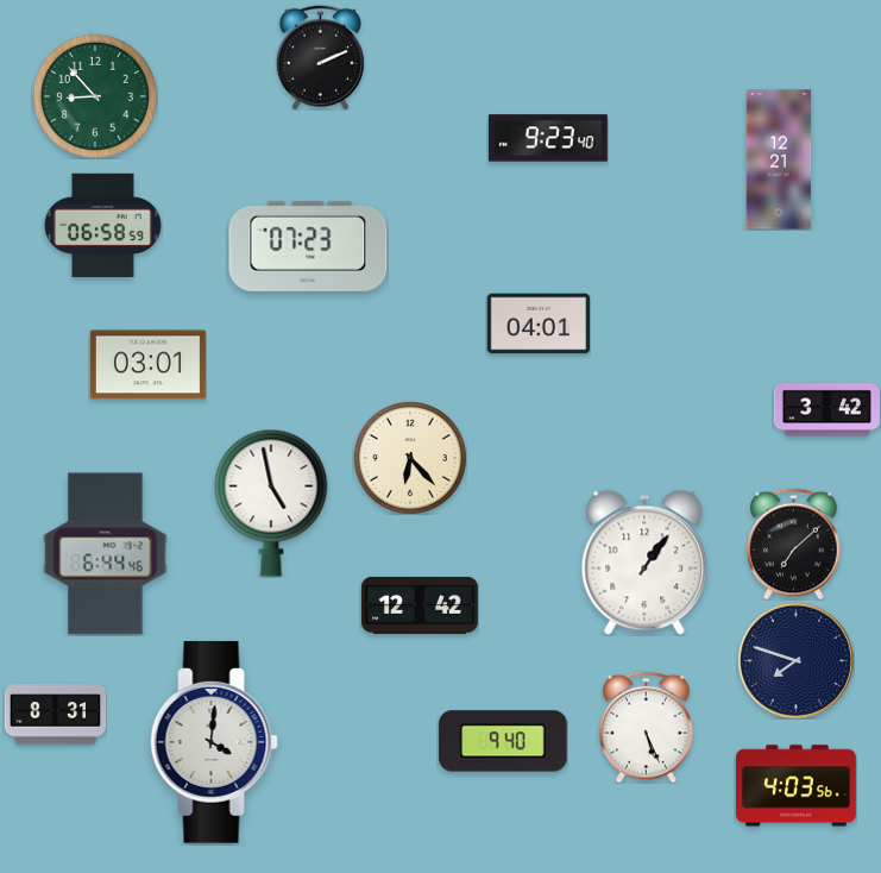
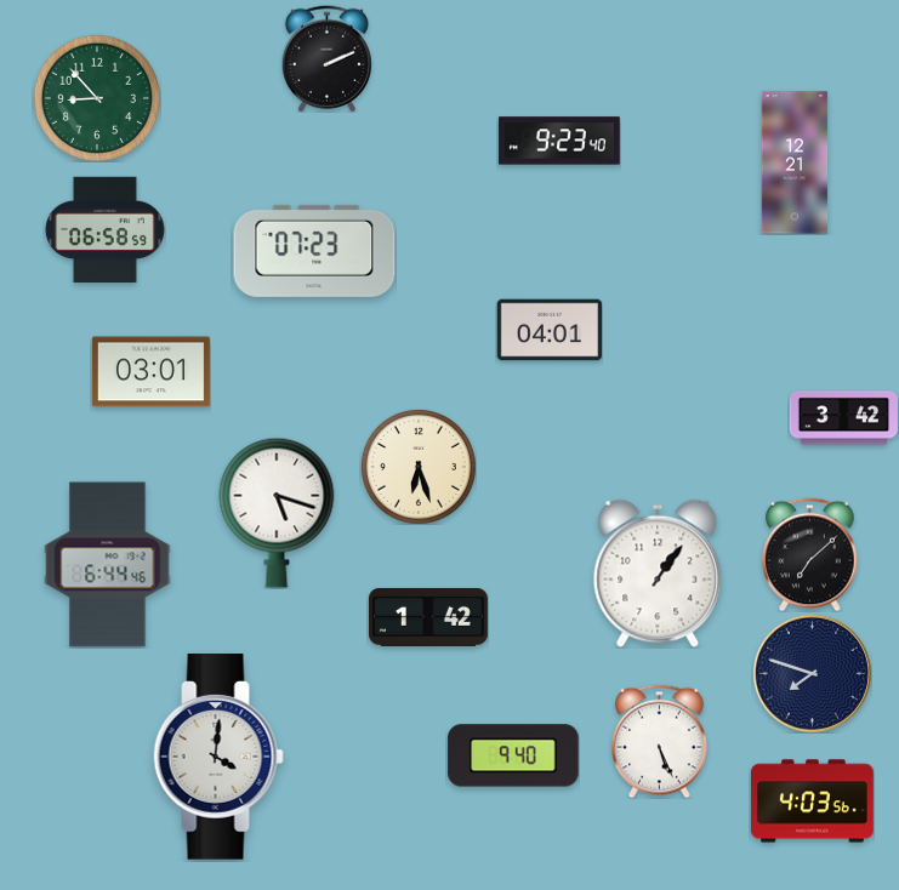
clock at (410, 458): 6:23 -> 6:27
clock at (271, 503): 4:58 -> 5:18
clock at (420, 605): 12:42 -> 1:42
clock at (55, 715): 8:31 -> none
